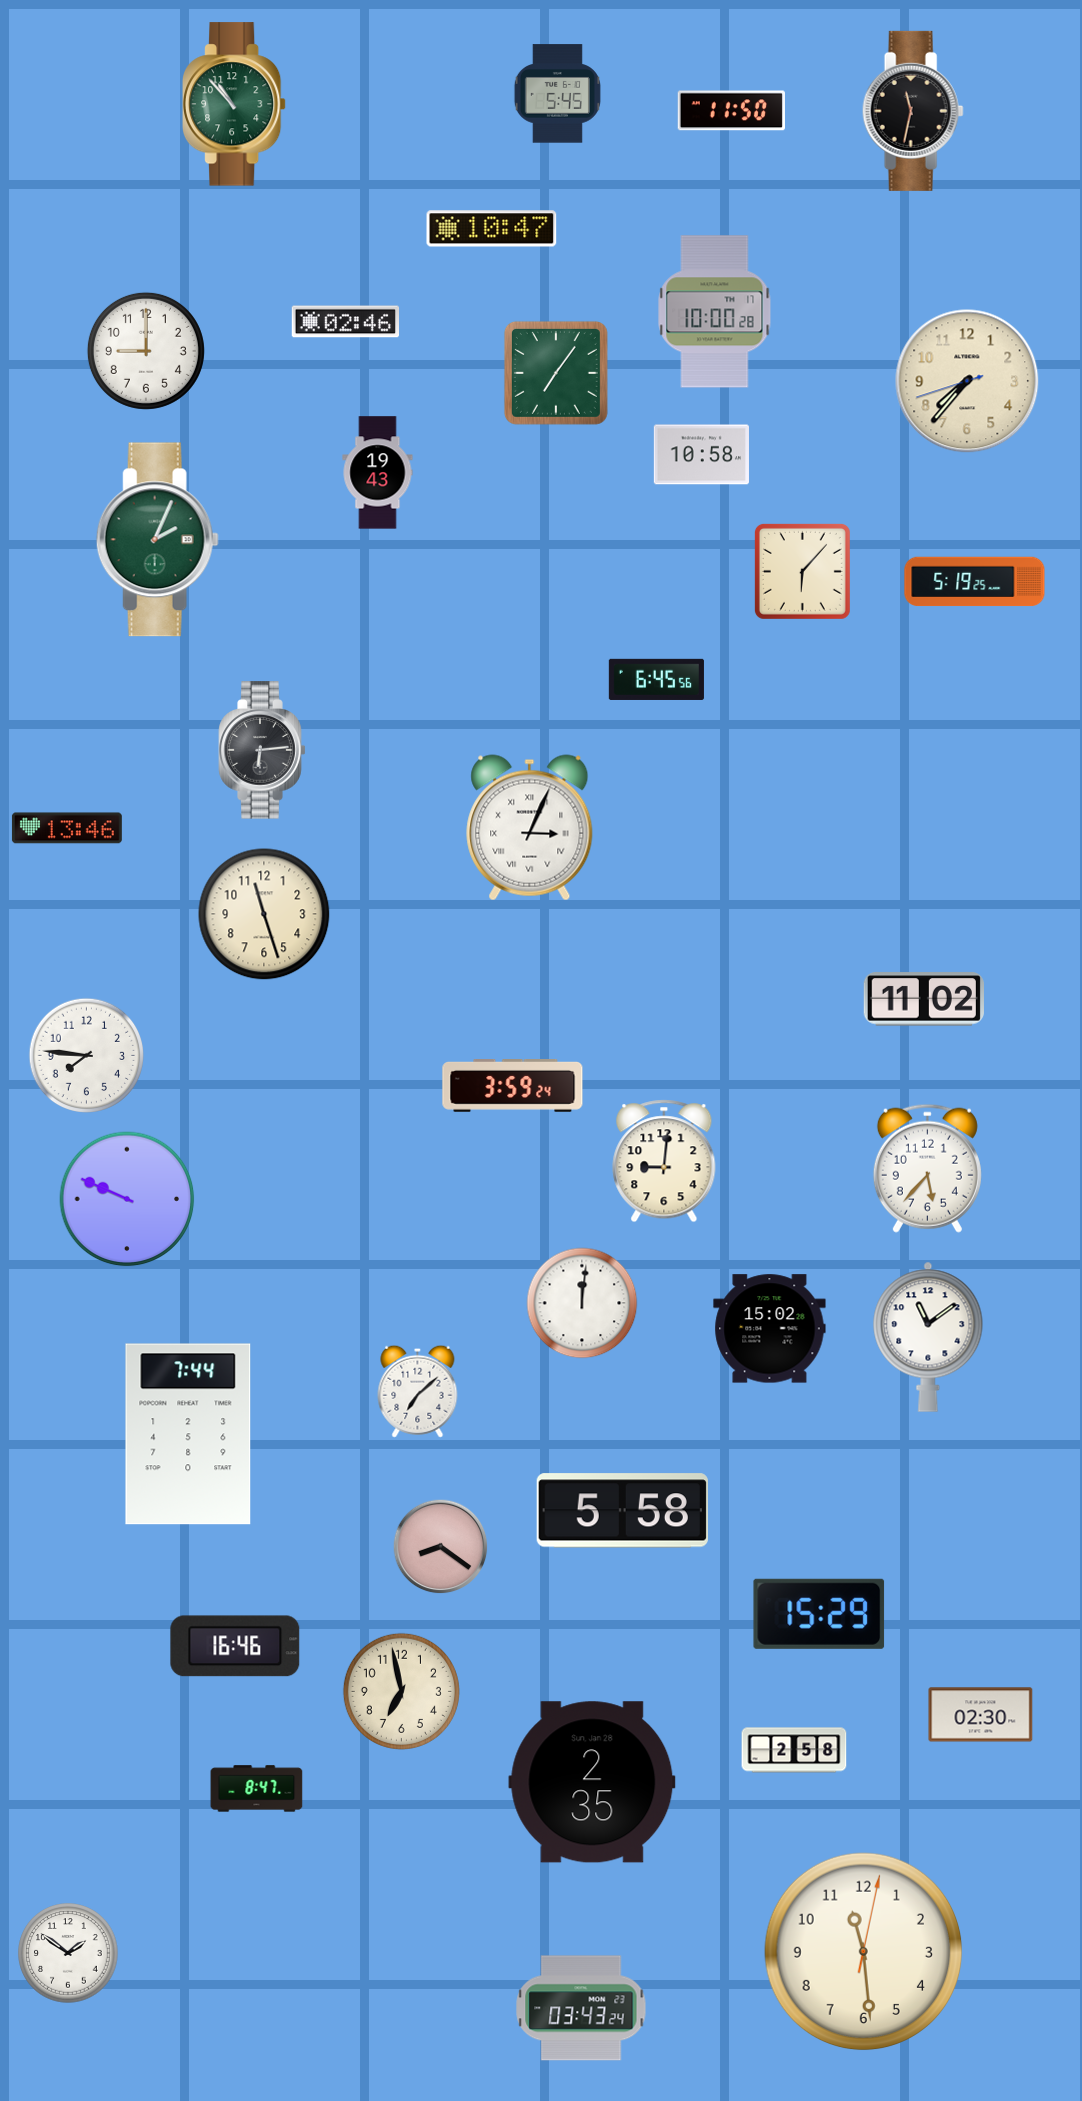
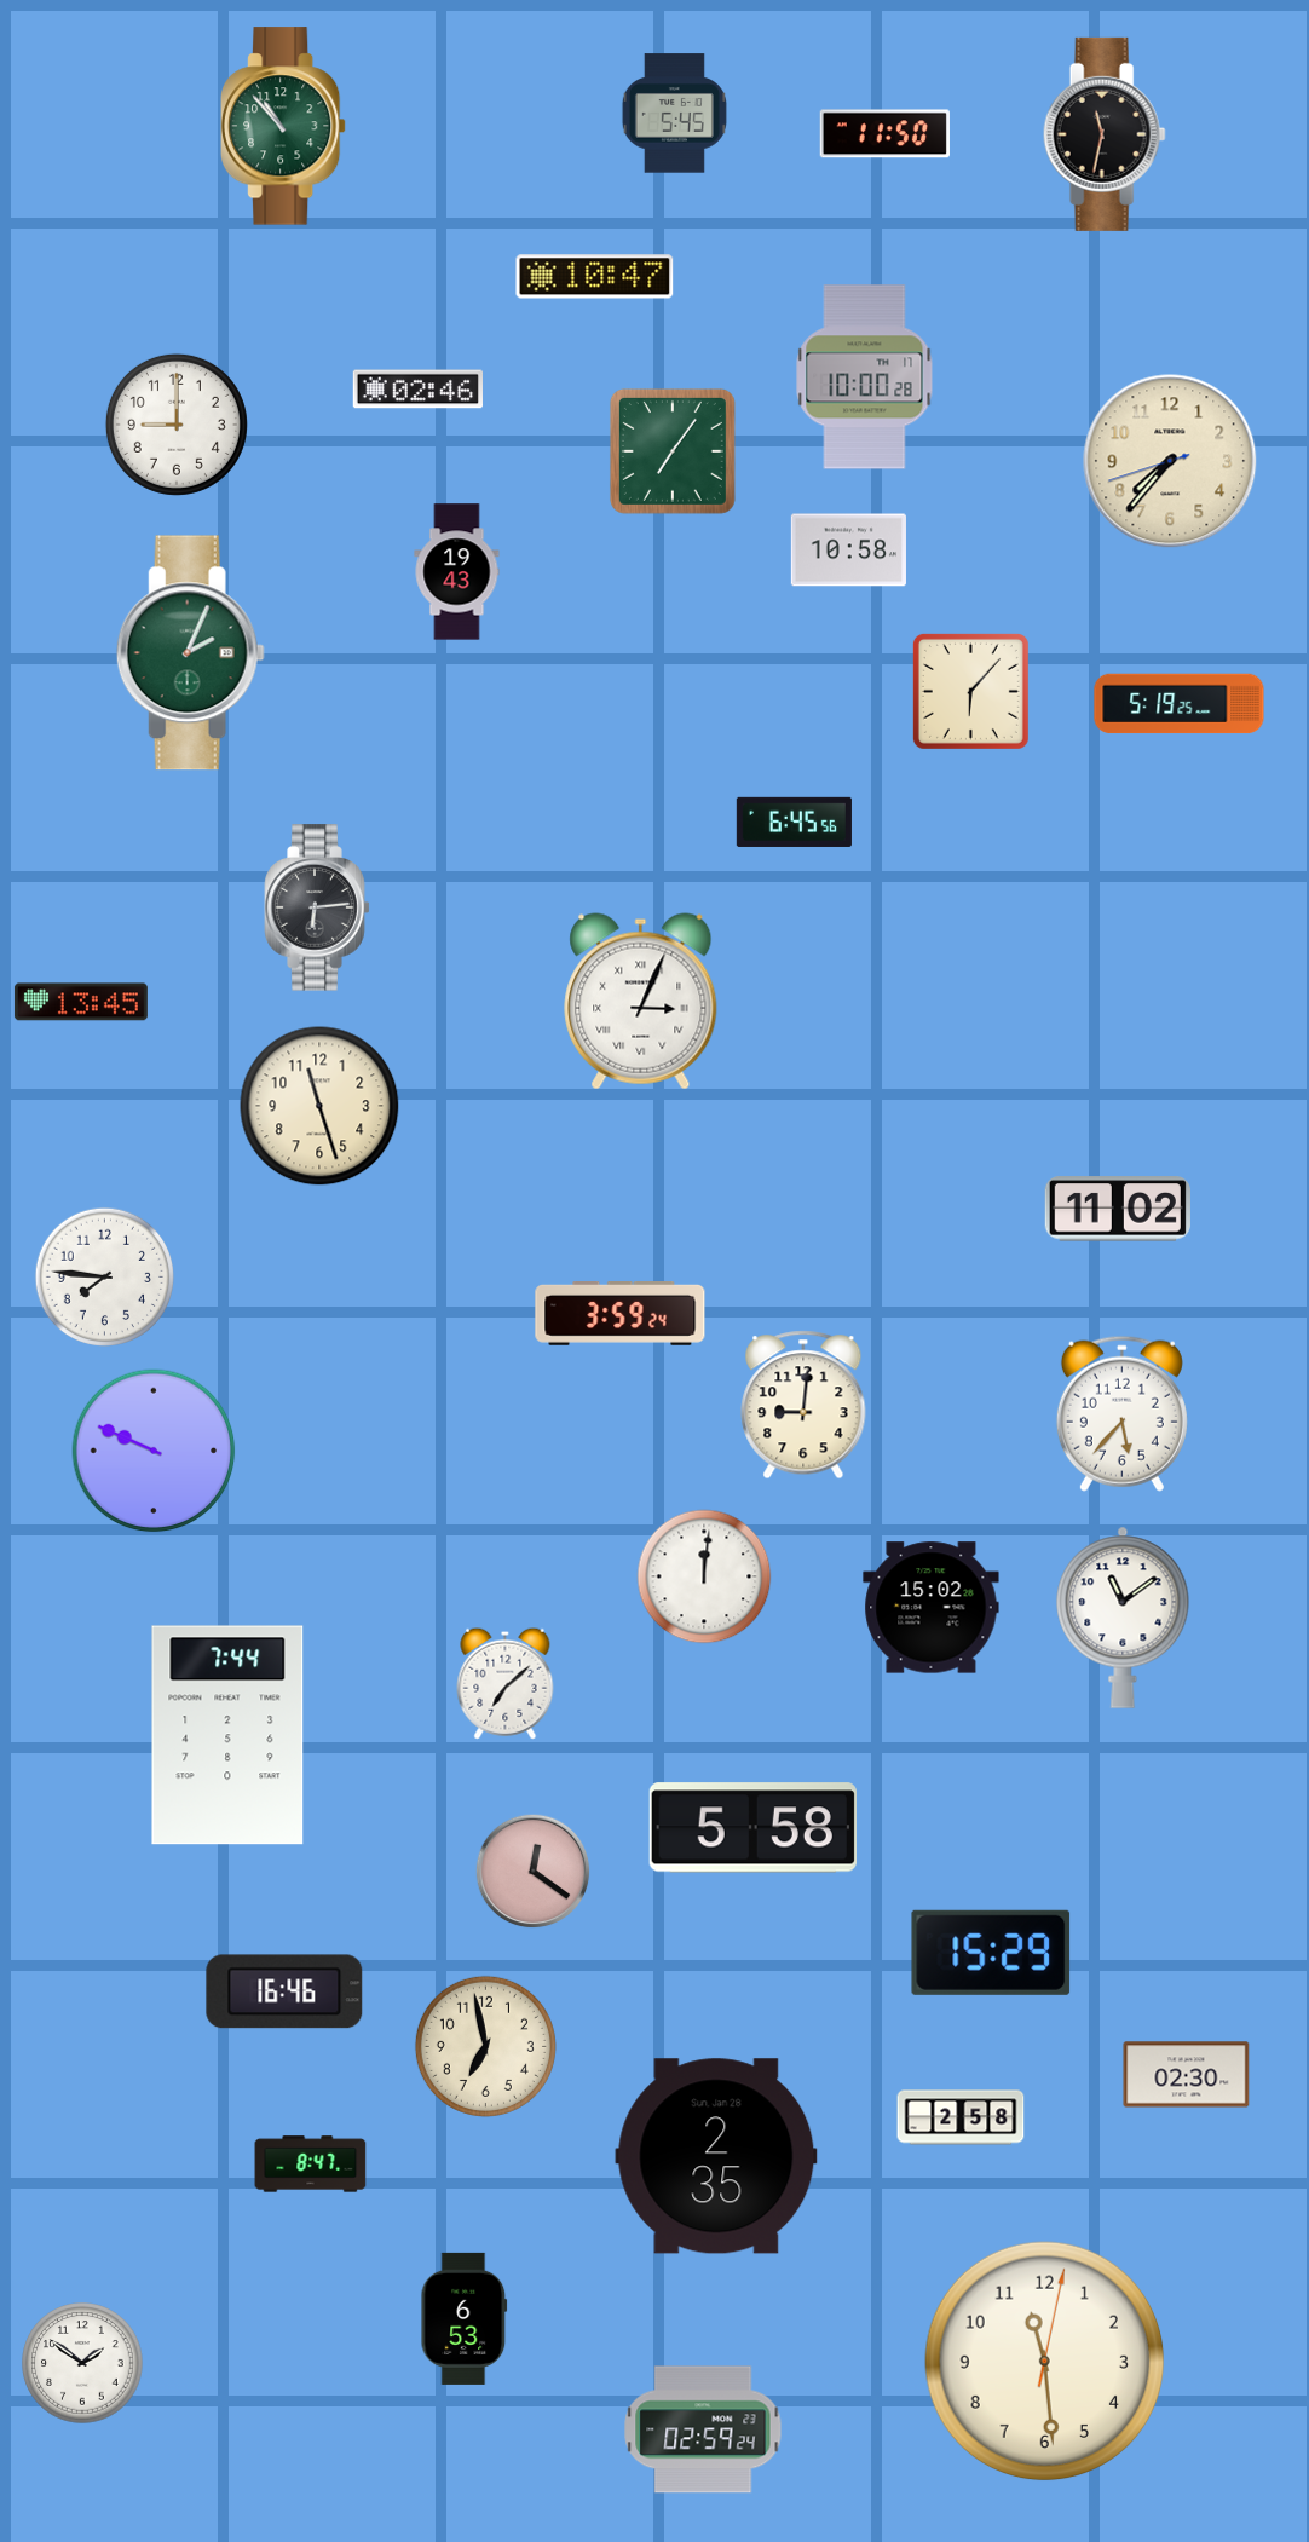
clock at (67, 828): 13:46 -> 13:45
clock at (441, 1547): 8:21 -> 12:21
clock at (465, 2318): none -> 6:53
clock at (581, 2008): 03:43 -> 02:59
